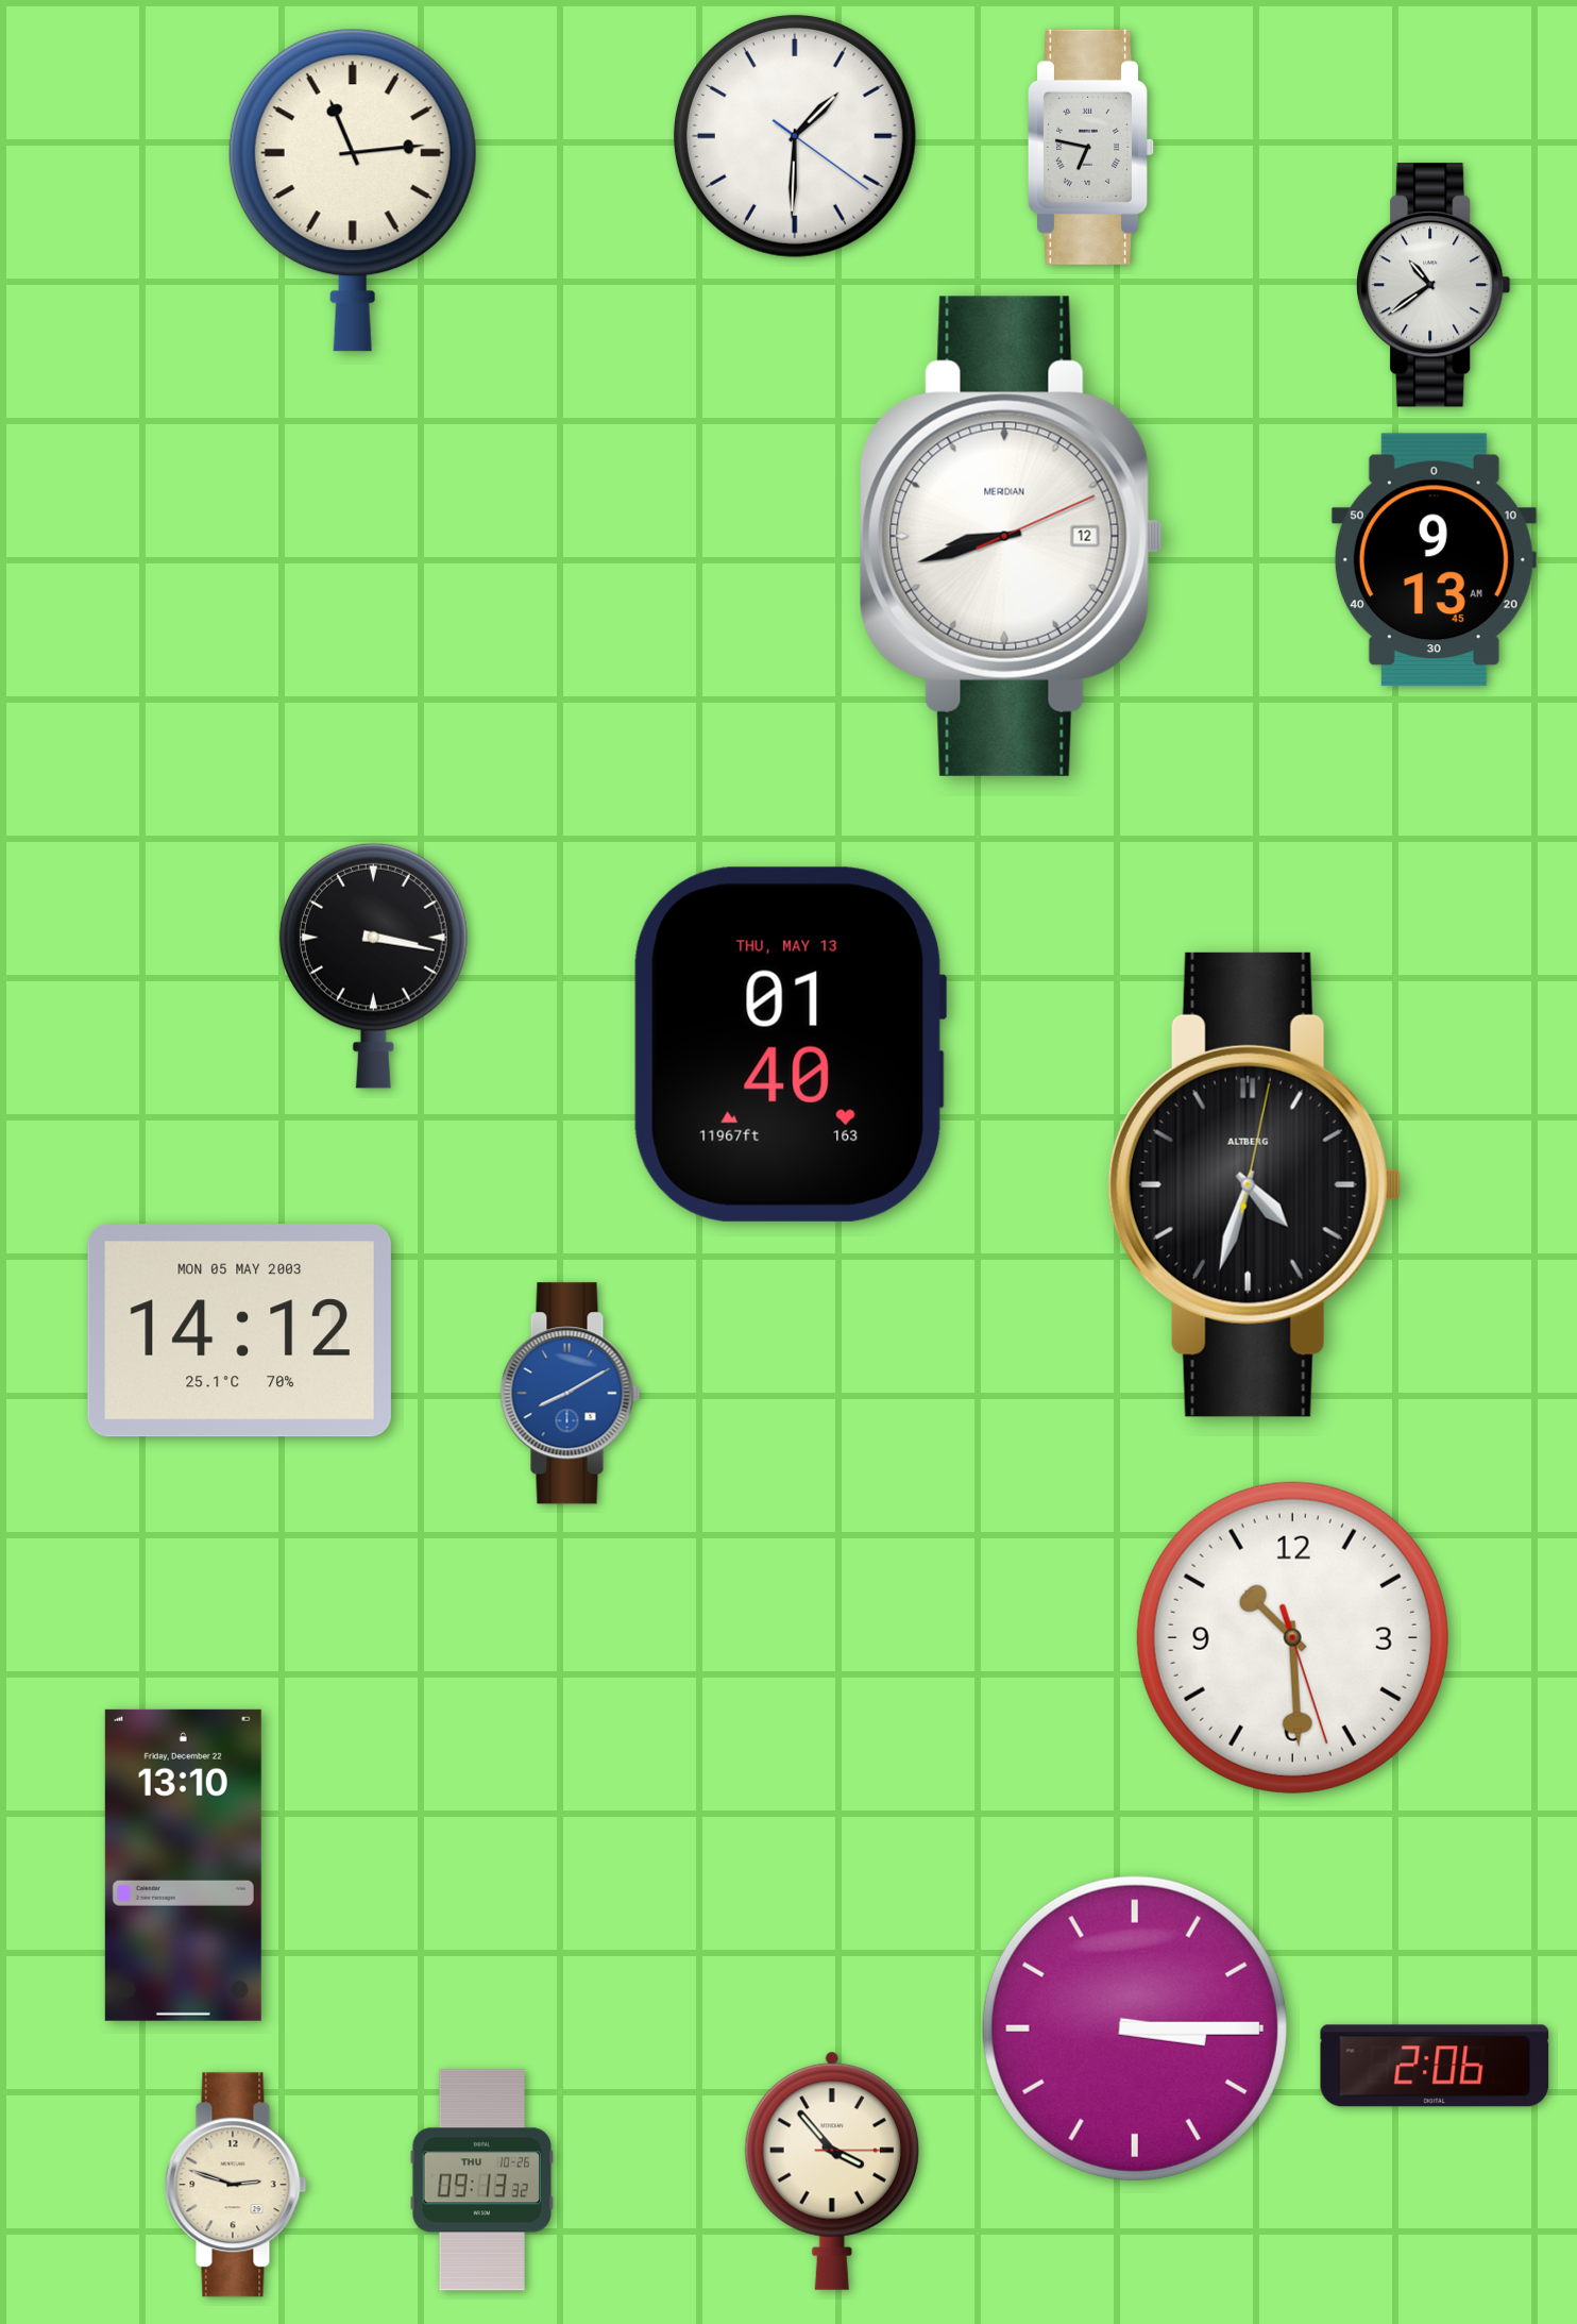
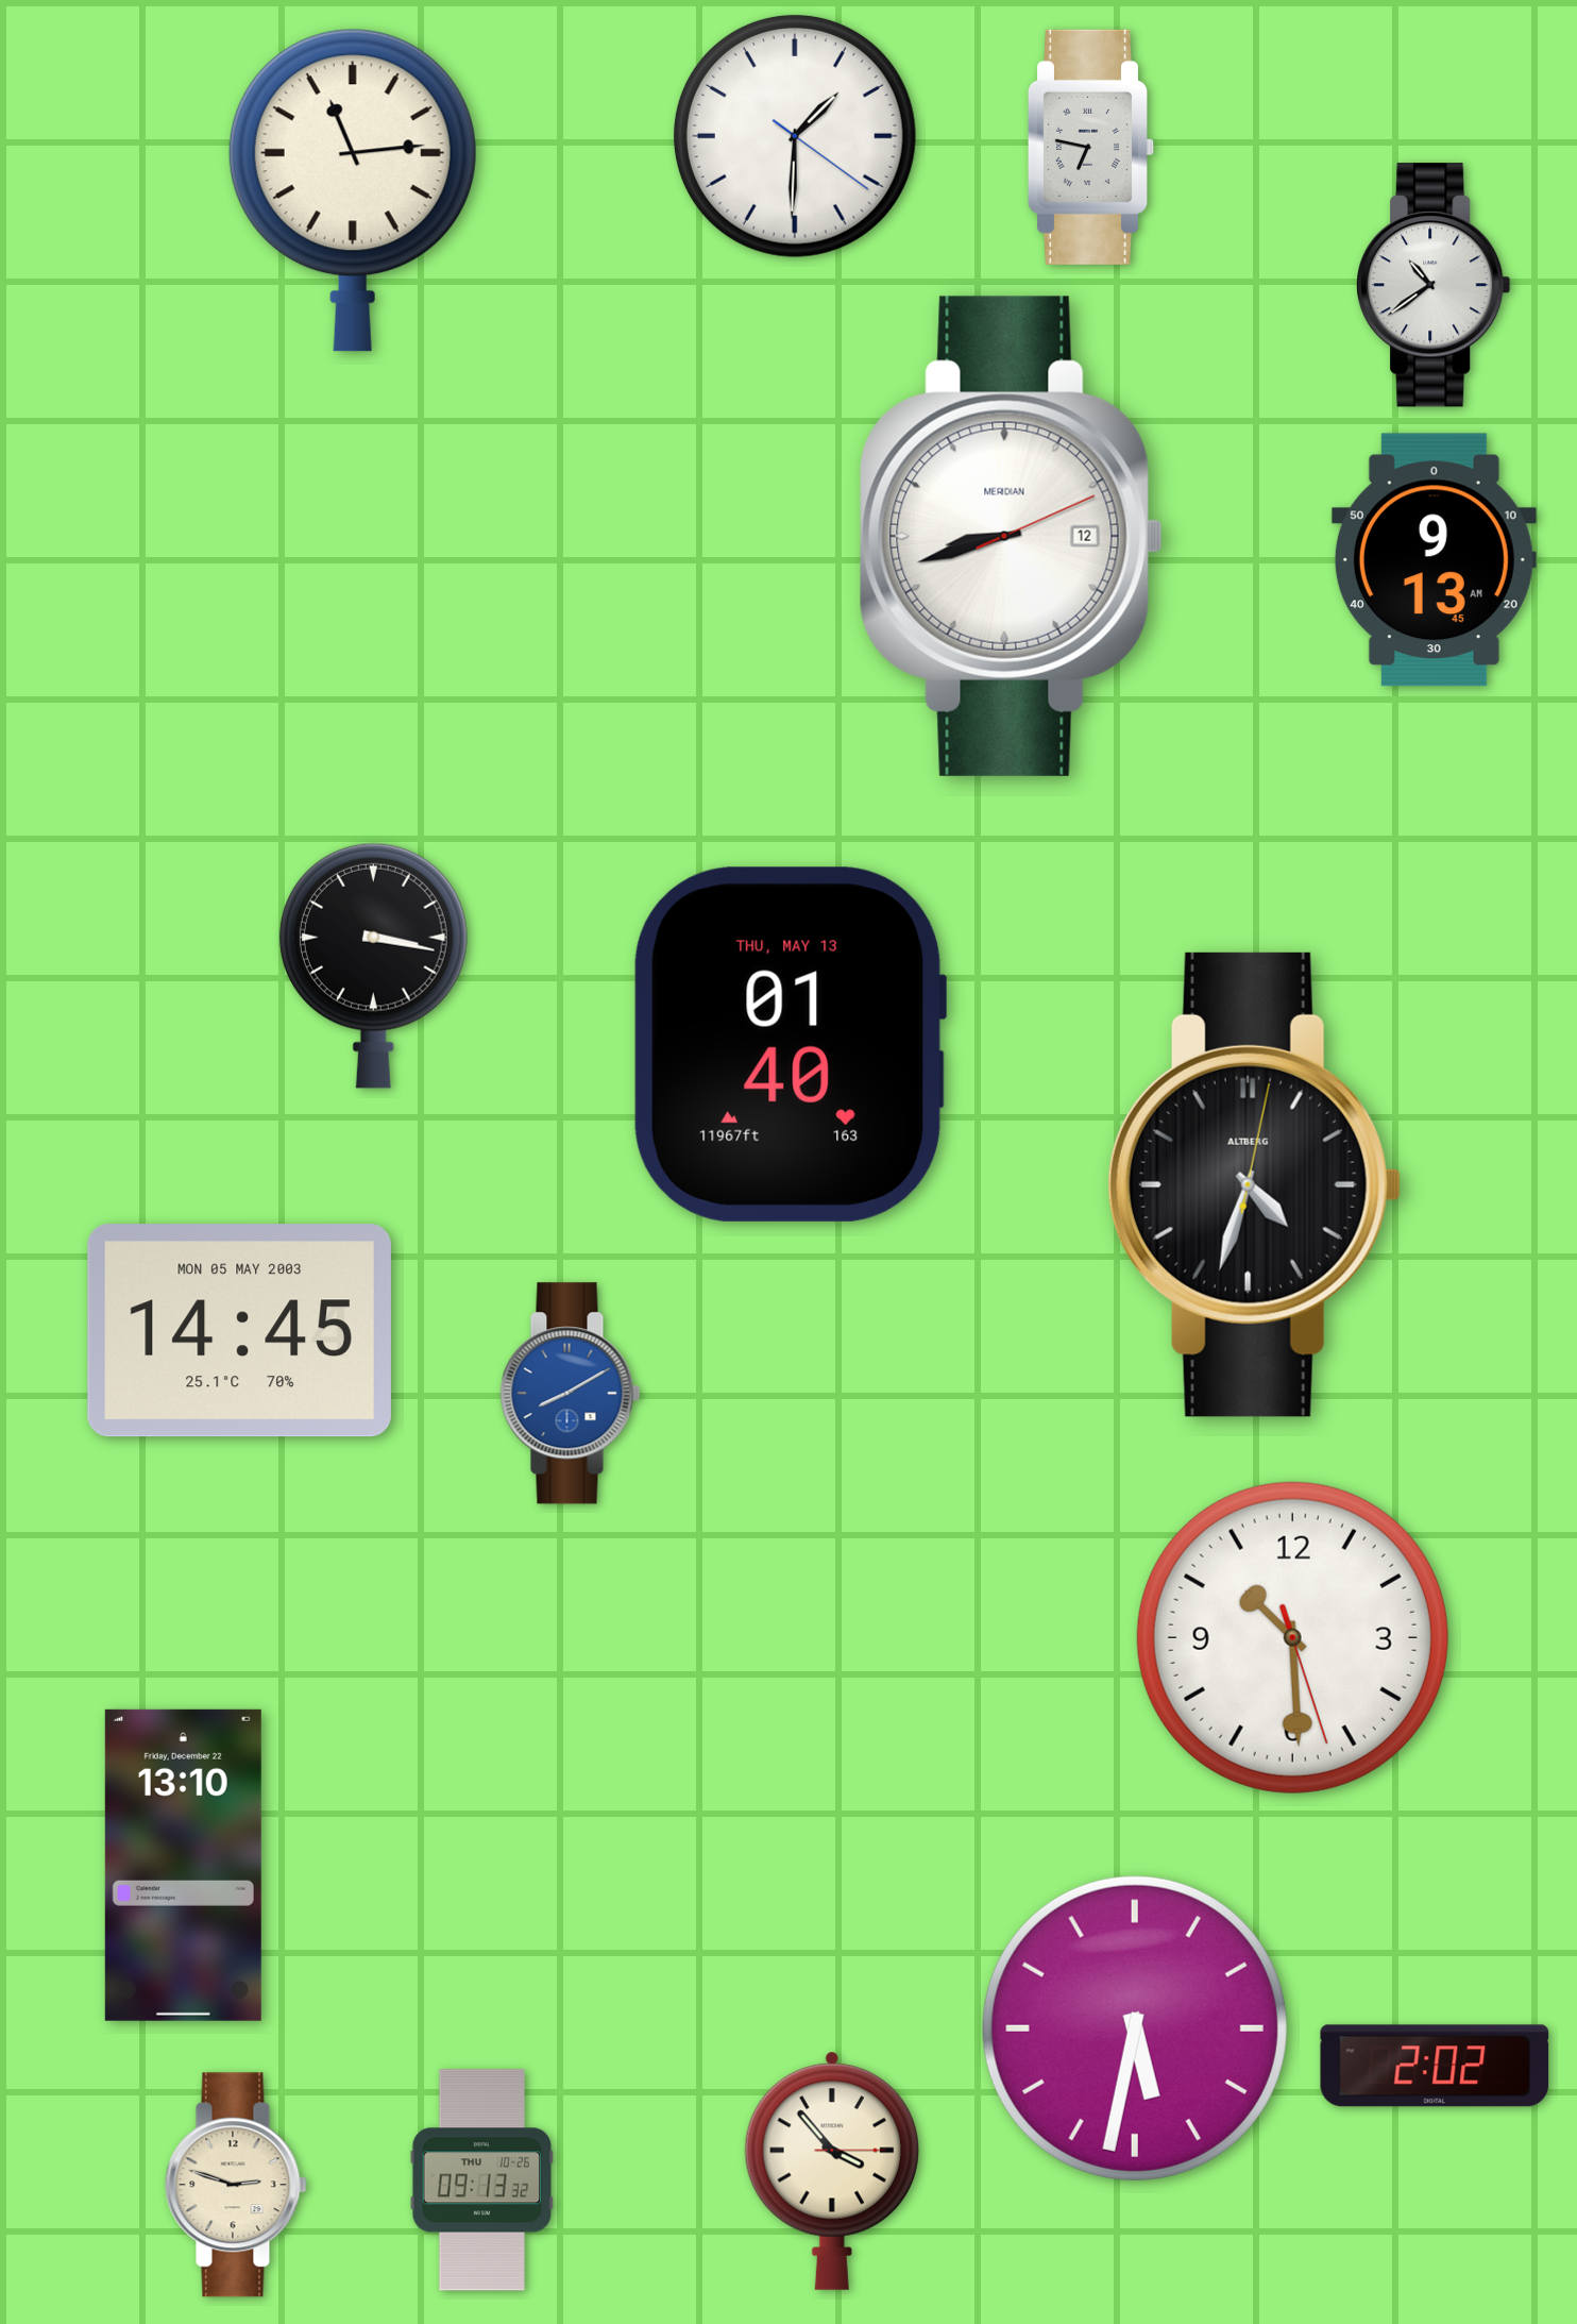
clock at (239, 1331): 14:12 -> 14:45
clock at (1135, 2028): 3:15 -> 5:32
clock at (1435, 2066): 2:06 -> 2:02
